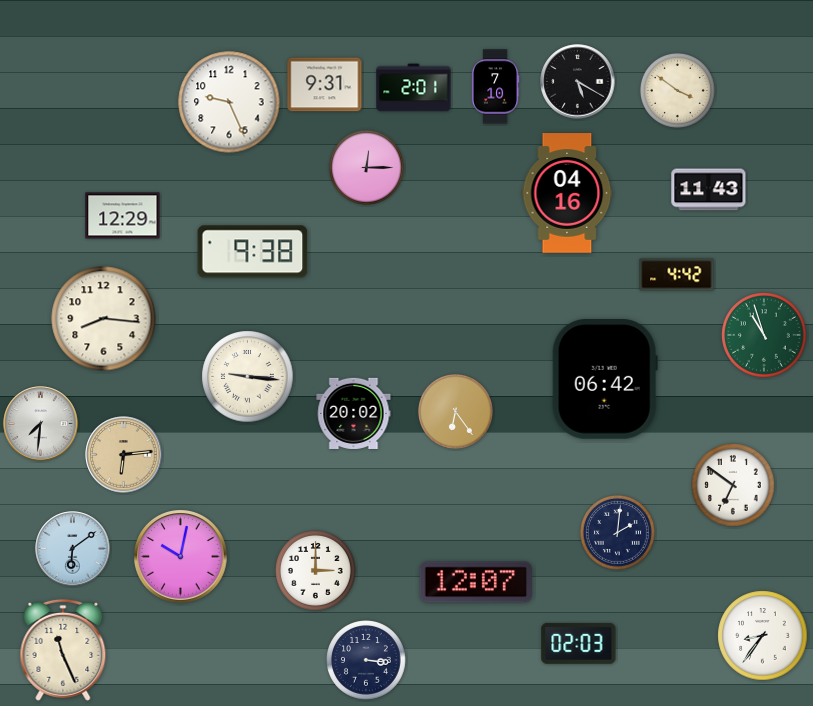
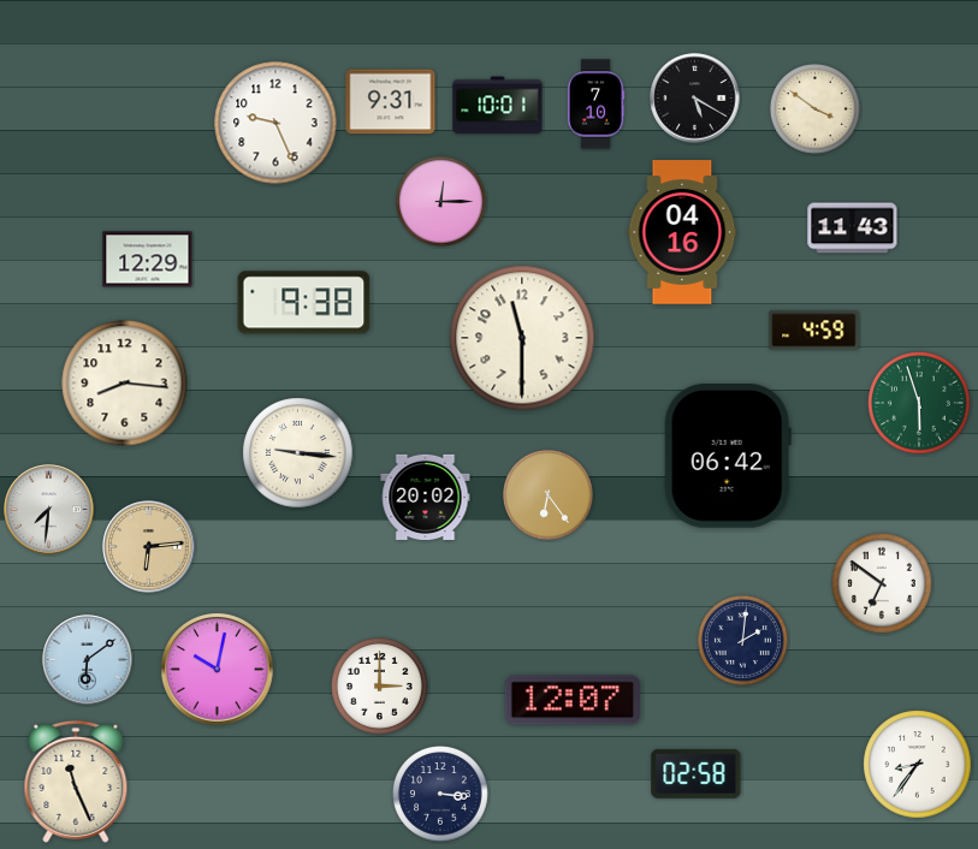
clock at (414, 88): 2:01 -> 10:01
clock at (677, 275): 4:42 -> 4:59
clock at (522, 338): none -> 11:30
clock at (764, 335): 10:57 -> 5:57
clock at (579, 643): 02:03 -> 02:58
